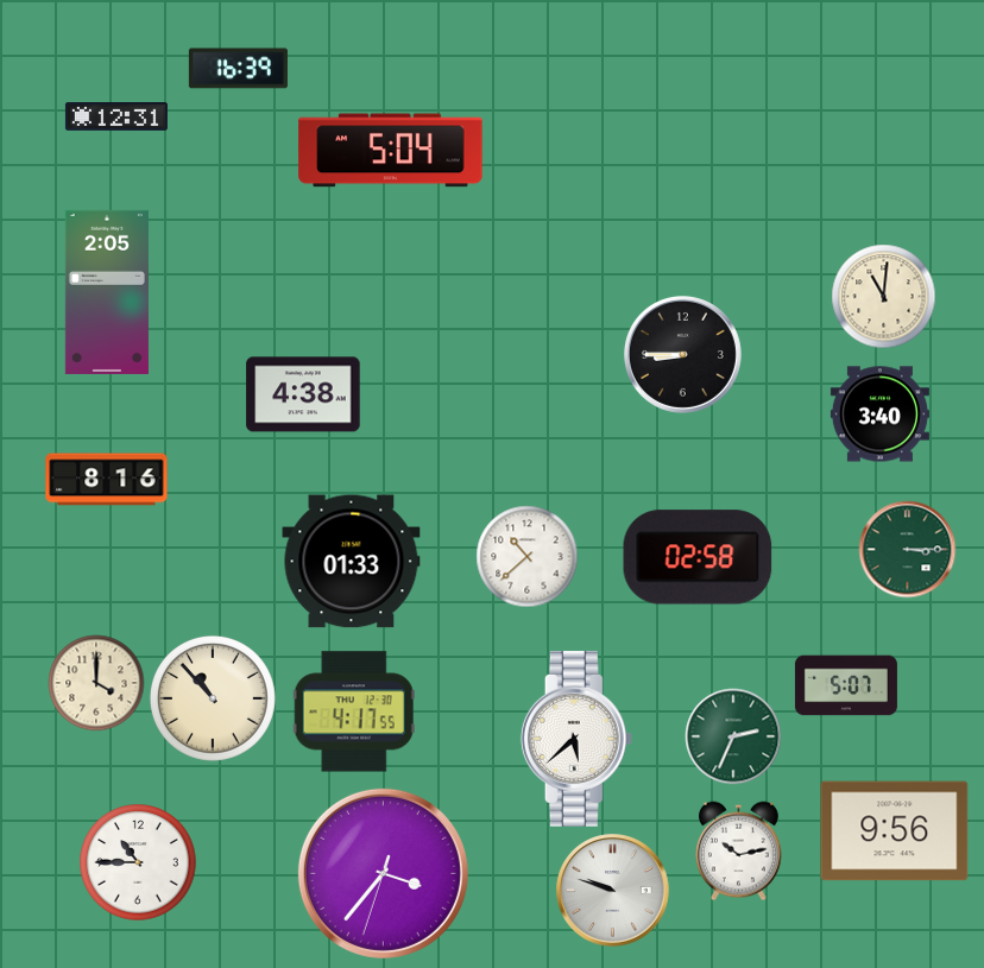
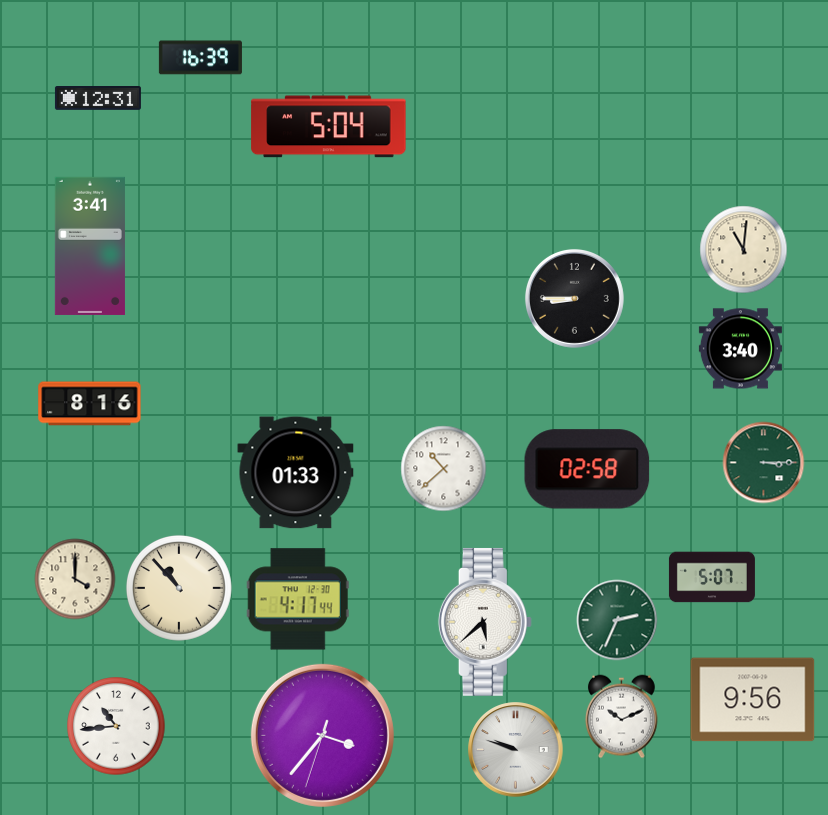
clock at (107, 292): 2:05 -> 3:41
clock at (303, 394): 4:38 -> none
clock at (96, 683) position: (96, 683) -> (75, 579)
clock at (354, 711): 4:17:55 -> 4:17:44
clock at (738, 850): 10:13 -> 10:11
clock at (138, 862): 10:45 -> 10:44
